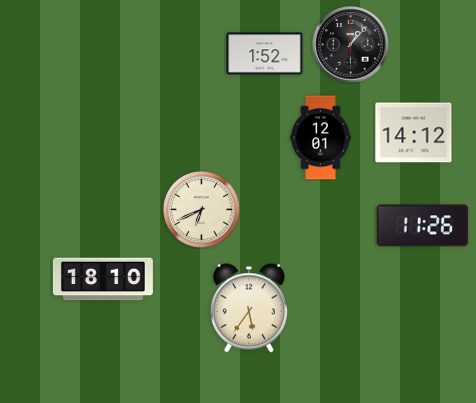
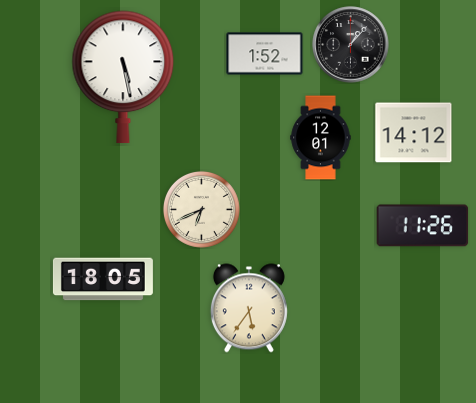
clock at (123, 77): none -> 5:28
clock at (103, 279): 18:10 -> 18:05
